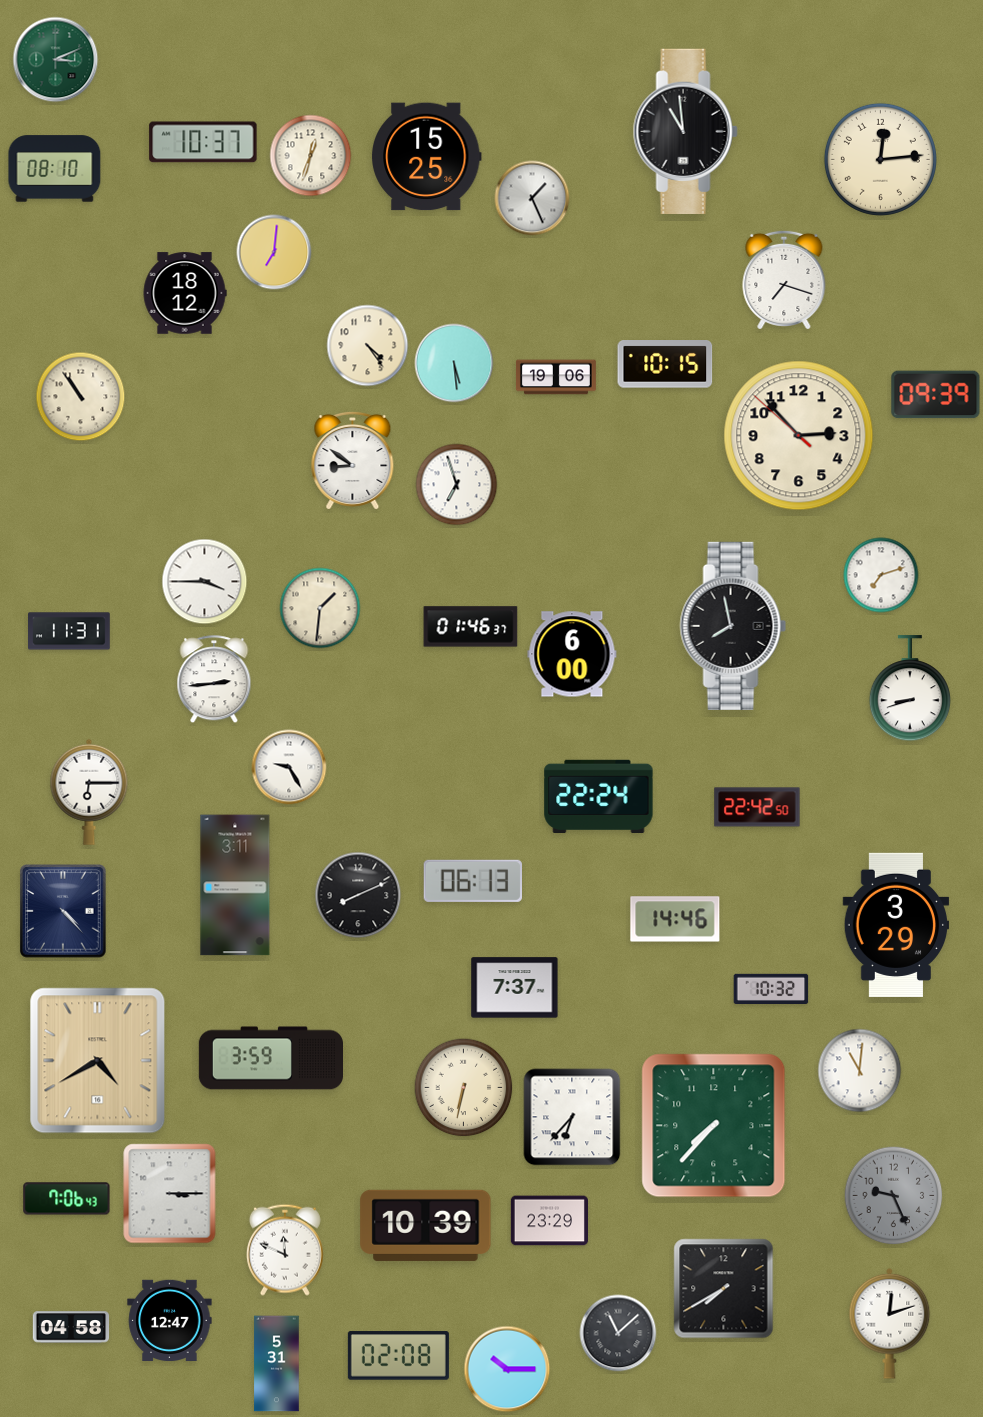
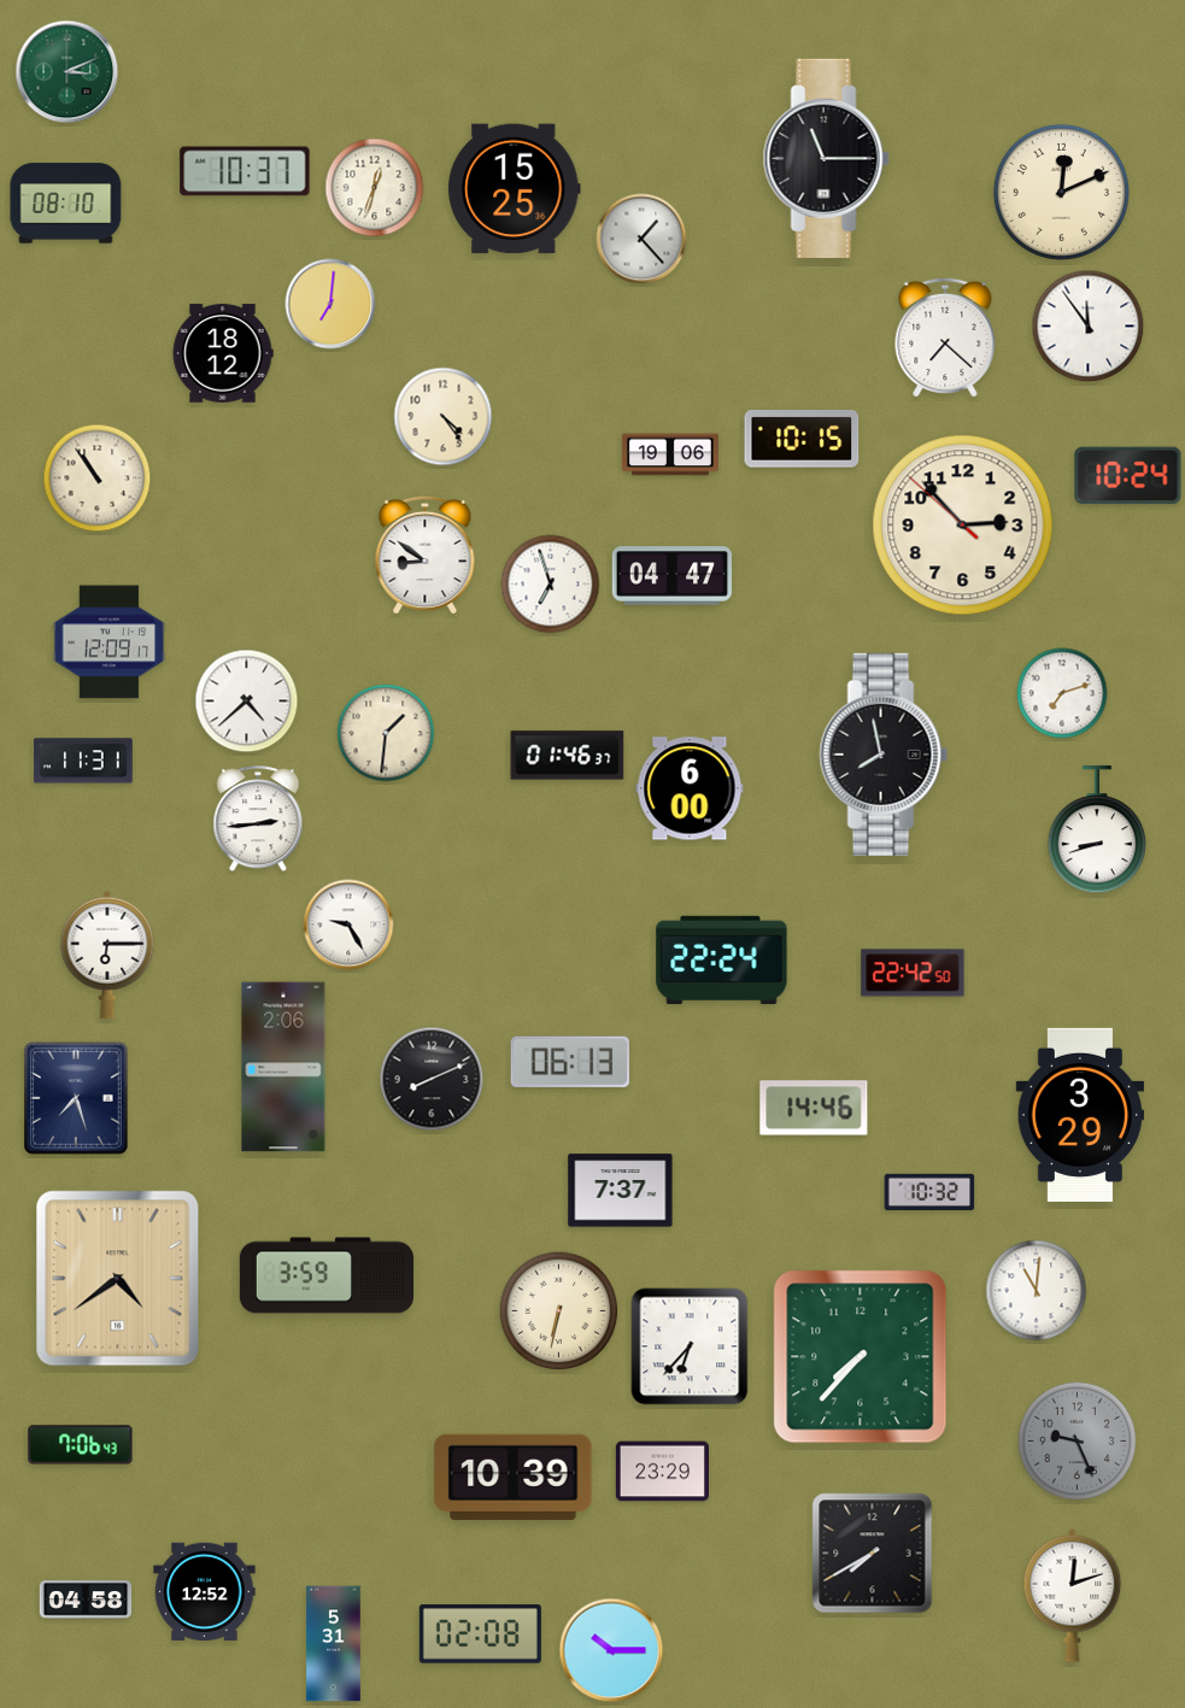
clock at (685, 131): 10:59 -> 11:15
clock at (880, 159): 12:14 -> 12:11
clock at (532, 198): 1:26 -> 1:23
clock at (1089, 327): none -> 11:54
clock at (784, 279): 7:18 -> 7:22
clock at (454, 363): 5:29 -> none
clock at (936, 395): 09:39 -> 10:24
clock at (671, 576): none -> 04:47
clock at (110, 642): none -> 12:09
clock at (205, 582): 3:45 -> 4:38
clock at (235, 885): 3:11 -> 2:06
clock at (63, 911): 4:23 -> 7:27
clock at (98, 1061): 4:40 -> 4:39
clock at (170, 1194): 3:15 -> none
clock at (285, 1250): 11:49 -> none
clock at (170, 1320): 12:47 -> 12:52
clock at (618, 1333): 11:08 -> none
